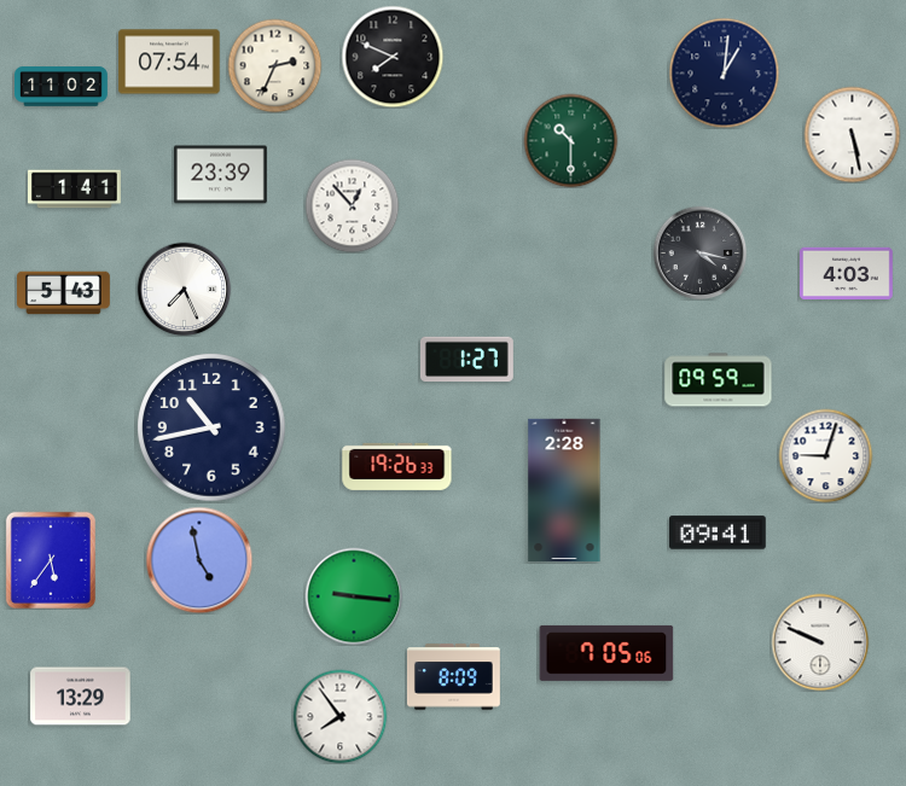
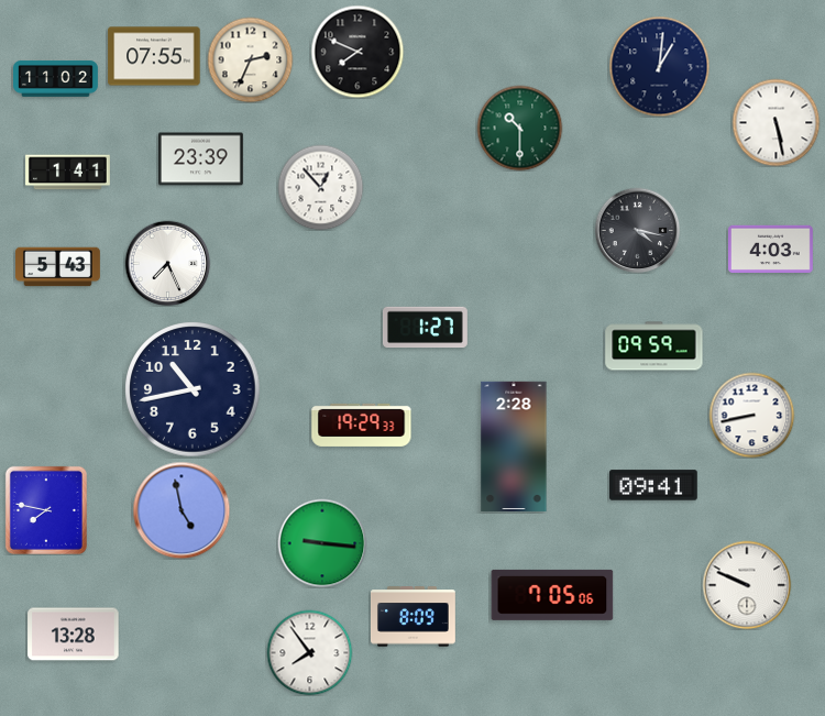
clock at (169, 62): 07:54 -> 07:55
clock at (825, 455): 9:03 -> 8:43
clock at (397, 466): 19:26 -> 19:29
clock at (51, 560): 5:36 -> 7:47
clock at (81, 697): 13:29 -> 13:28
